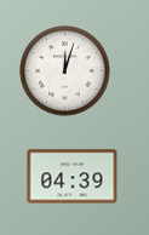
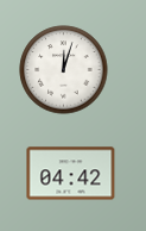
clock at (73, 177): 04:39 -> 04:42
